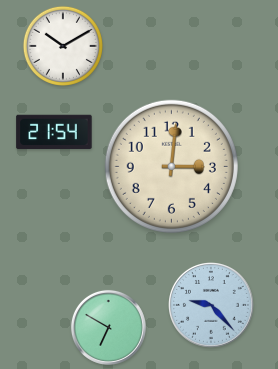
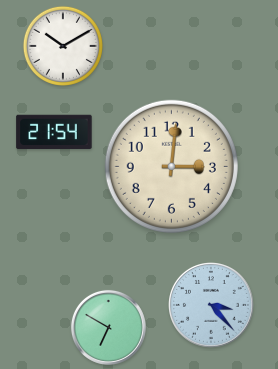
clock at (212, 306): 9:23 -> 3:23
